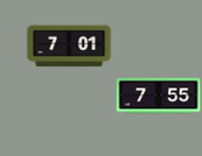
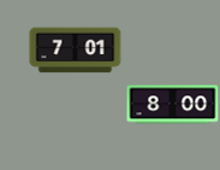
clock at (159, 96): 7:55 -> 8:00
